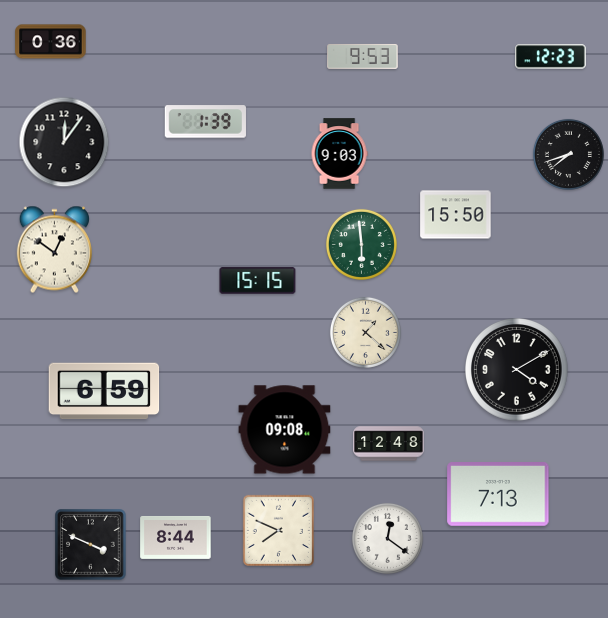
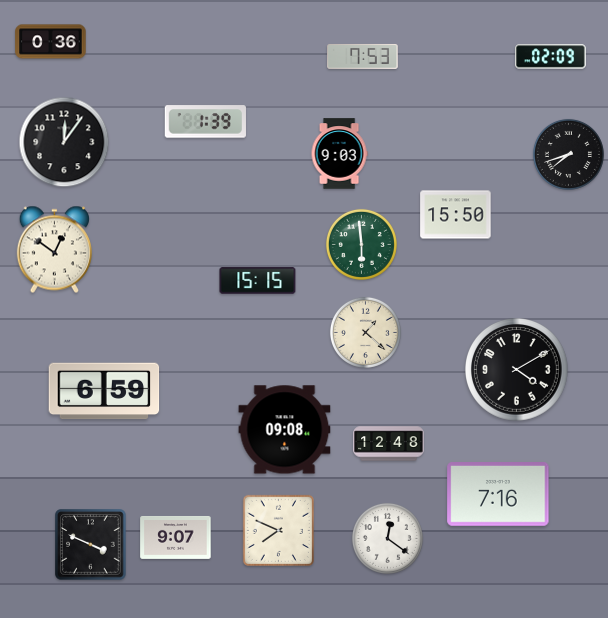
clock at (363, 56): 9:53 -> 7:53
clock at (551, 57): 12:23 -> 02:09
clock at (498, 495): 7:13 -> 7:16
clock at (176, 537): 8:44 -> 9:07
